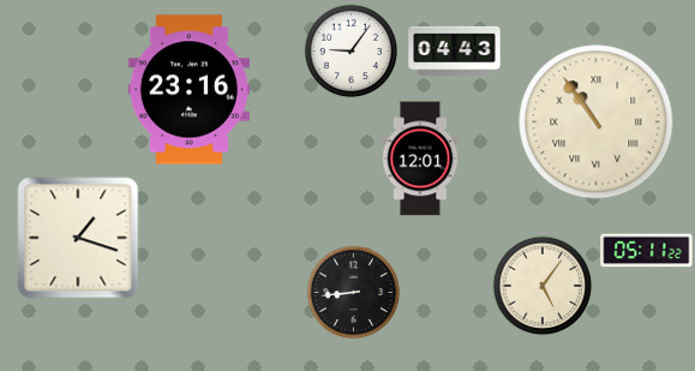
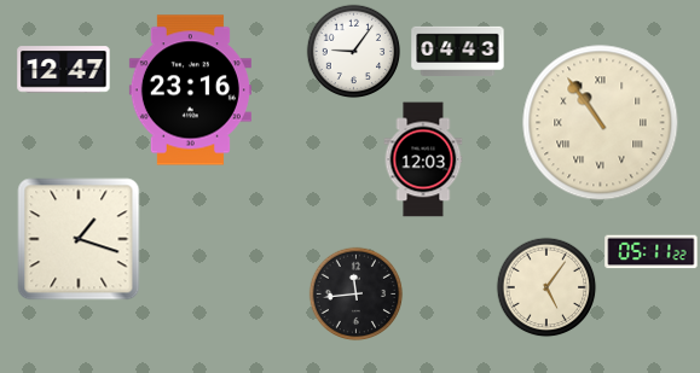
clock at (64, 70): none -> 12:47
clock at (420, 158): 12:01 -> 12:03
clock at (353, 292): 8:44 -> 11:44
